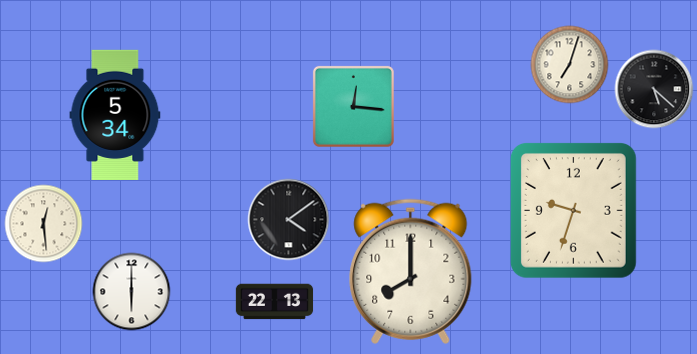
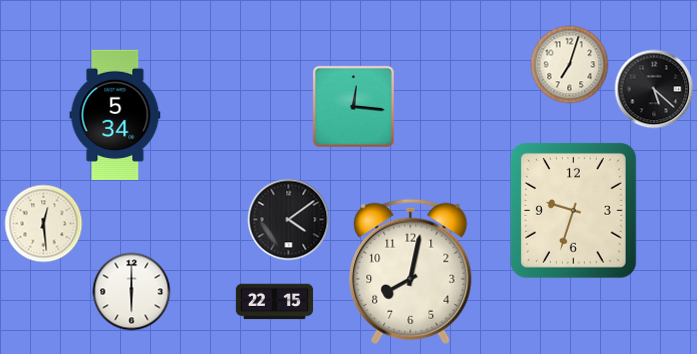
clock at (411, 271): 8:00 -> 8:02
clock at (274, 302): 22:13 -> 22:15
